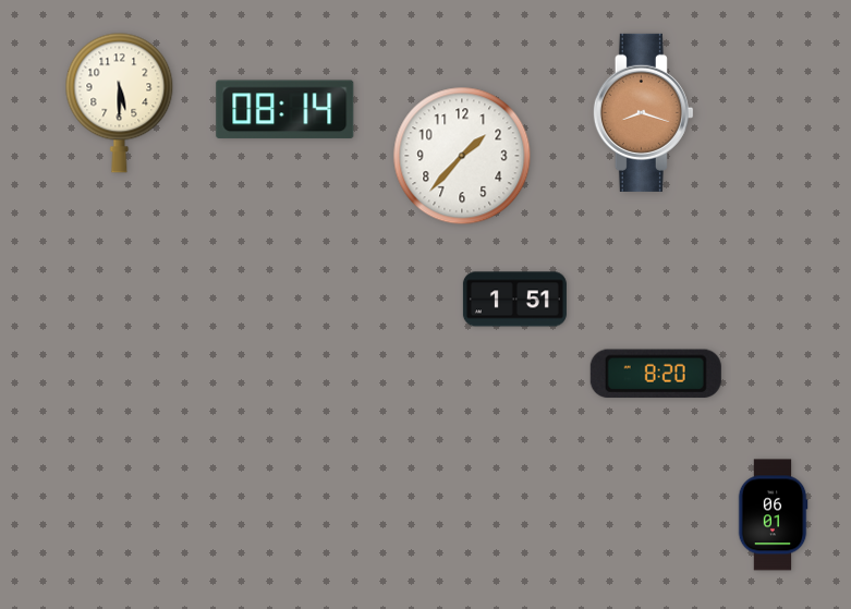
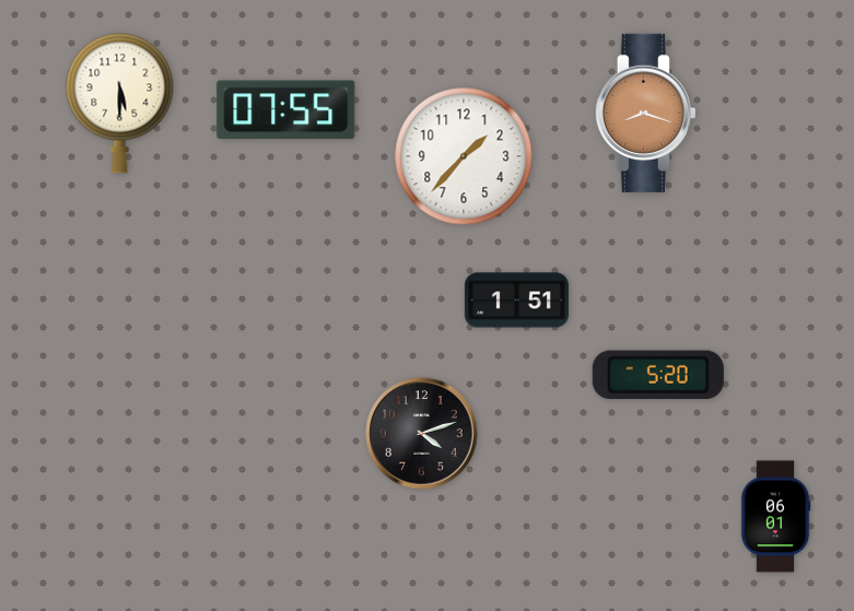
clock at (285, 110): 08:14 -> 07:55
clock at (656, 374): 8:20 -> 5:20
clock at (422, 434): none -> 4:12
